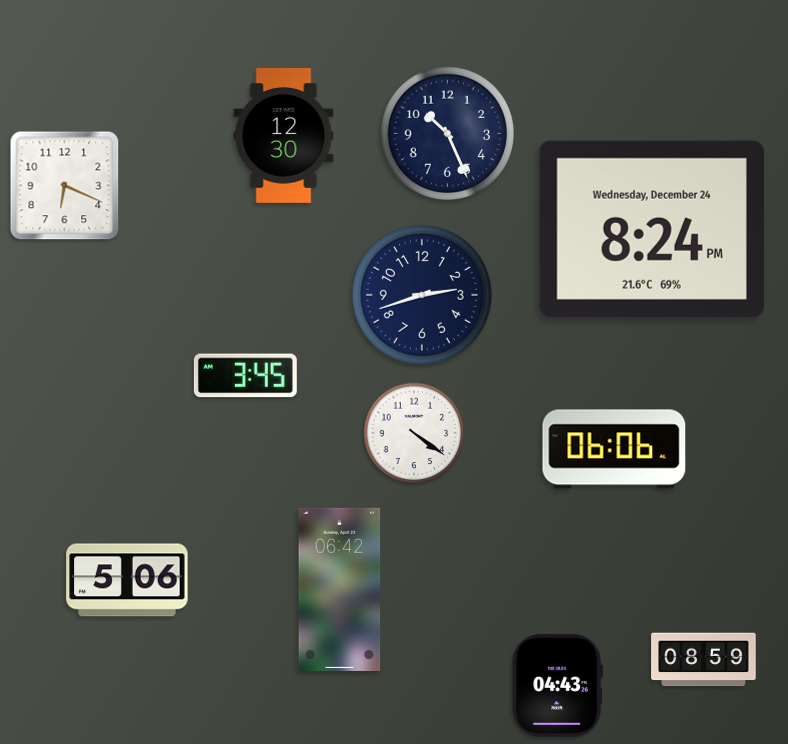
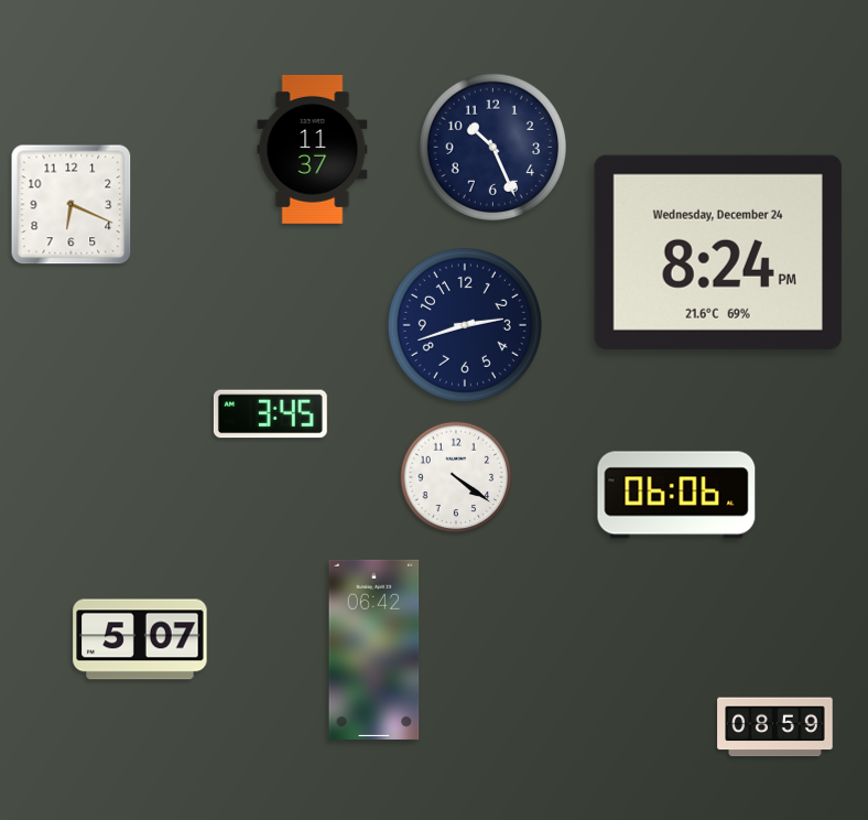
clock at (284, 135): 12:30 -> 11:37
clock at (127, 580): 5:06 -> 5:07
clock at (557, 685): 04:43 -> none
